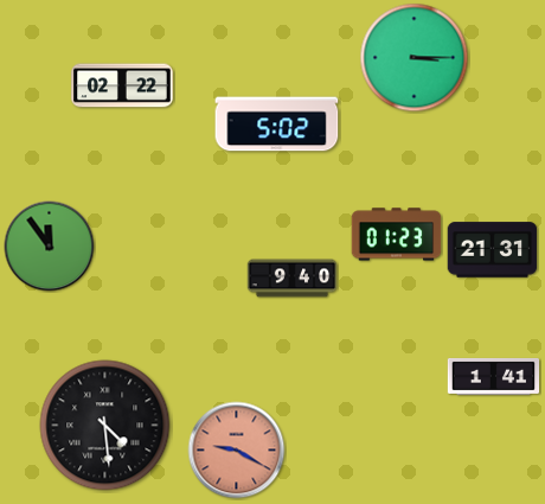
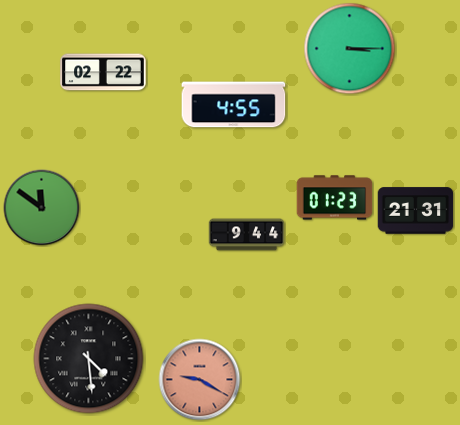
clock at (277, 125): 5:02 -> 4:55
clock at (50, 247): 11:54 -> 11:51
clock at (293, 279): 9:40 -> 9:44
clock at (494, 376): 1:41 -> none
